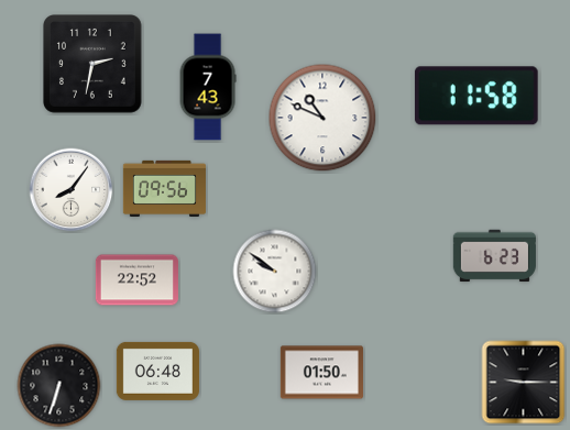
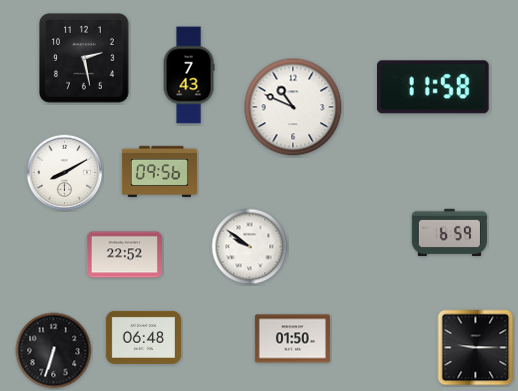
clock at (94, 65): 2:32 -> 2:28
clock at (208, 87) position: (208, 87) -> (189, 75)
clock at (164, 188) position: (164, 188) -> (159, 171)
clock at (72, 190): 8:06 -> 8:10
clock at (494, 256): 6:23 -> 6:59
